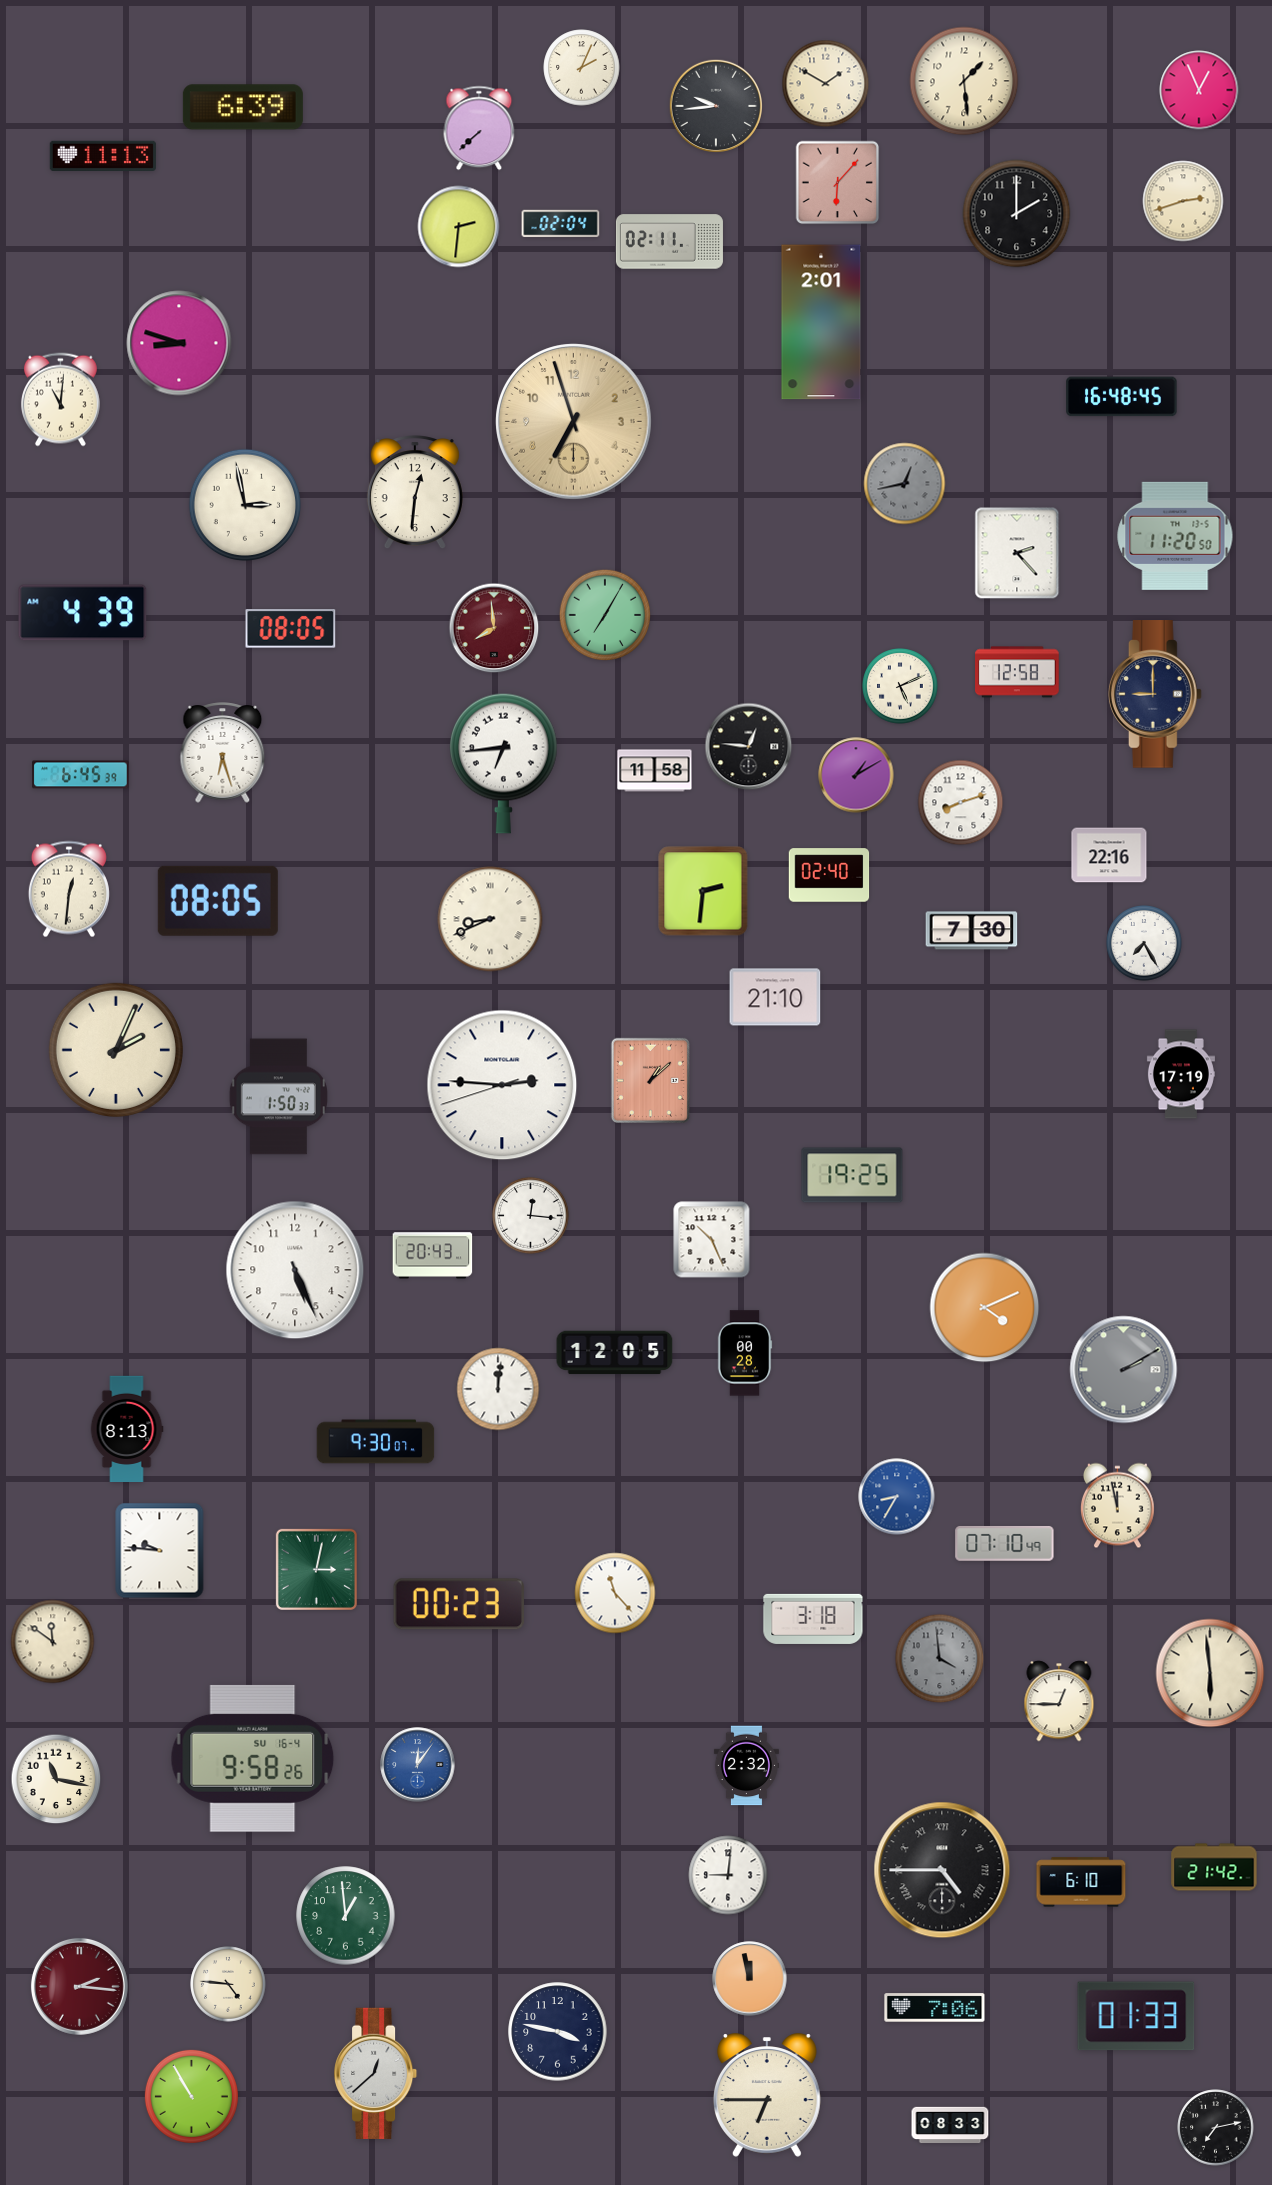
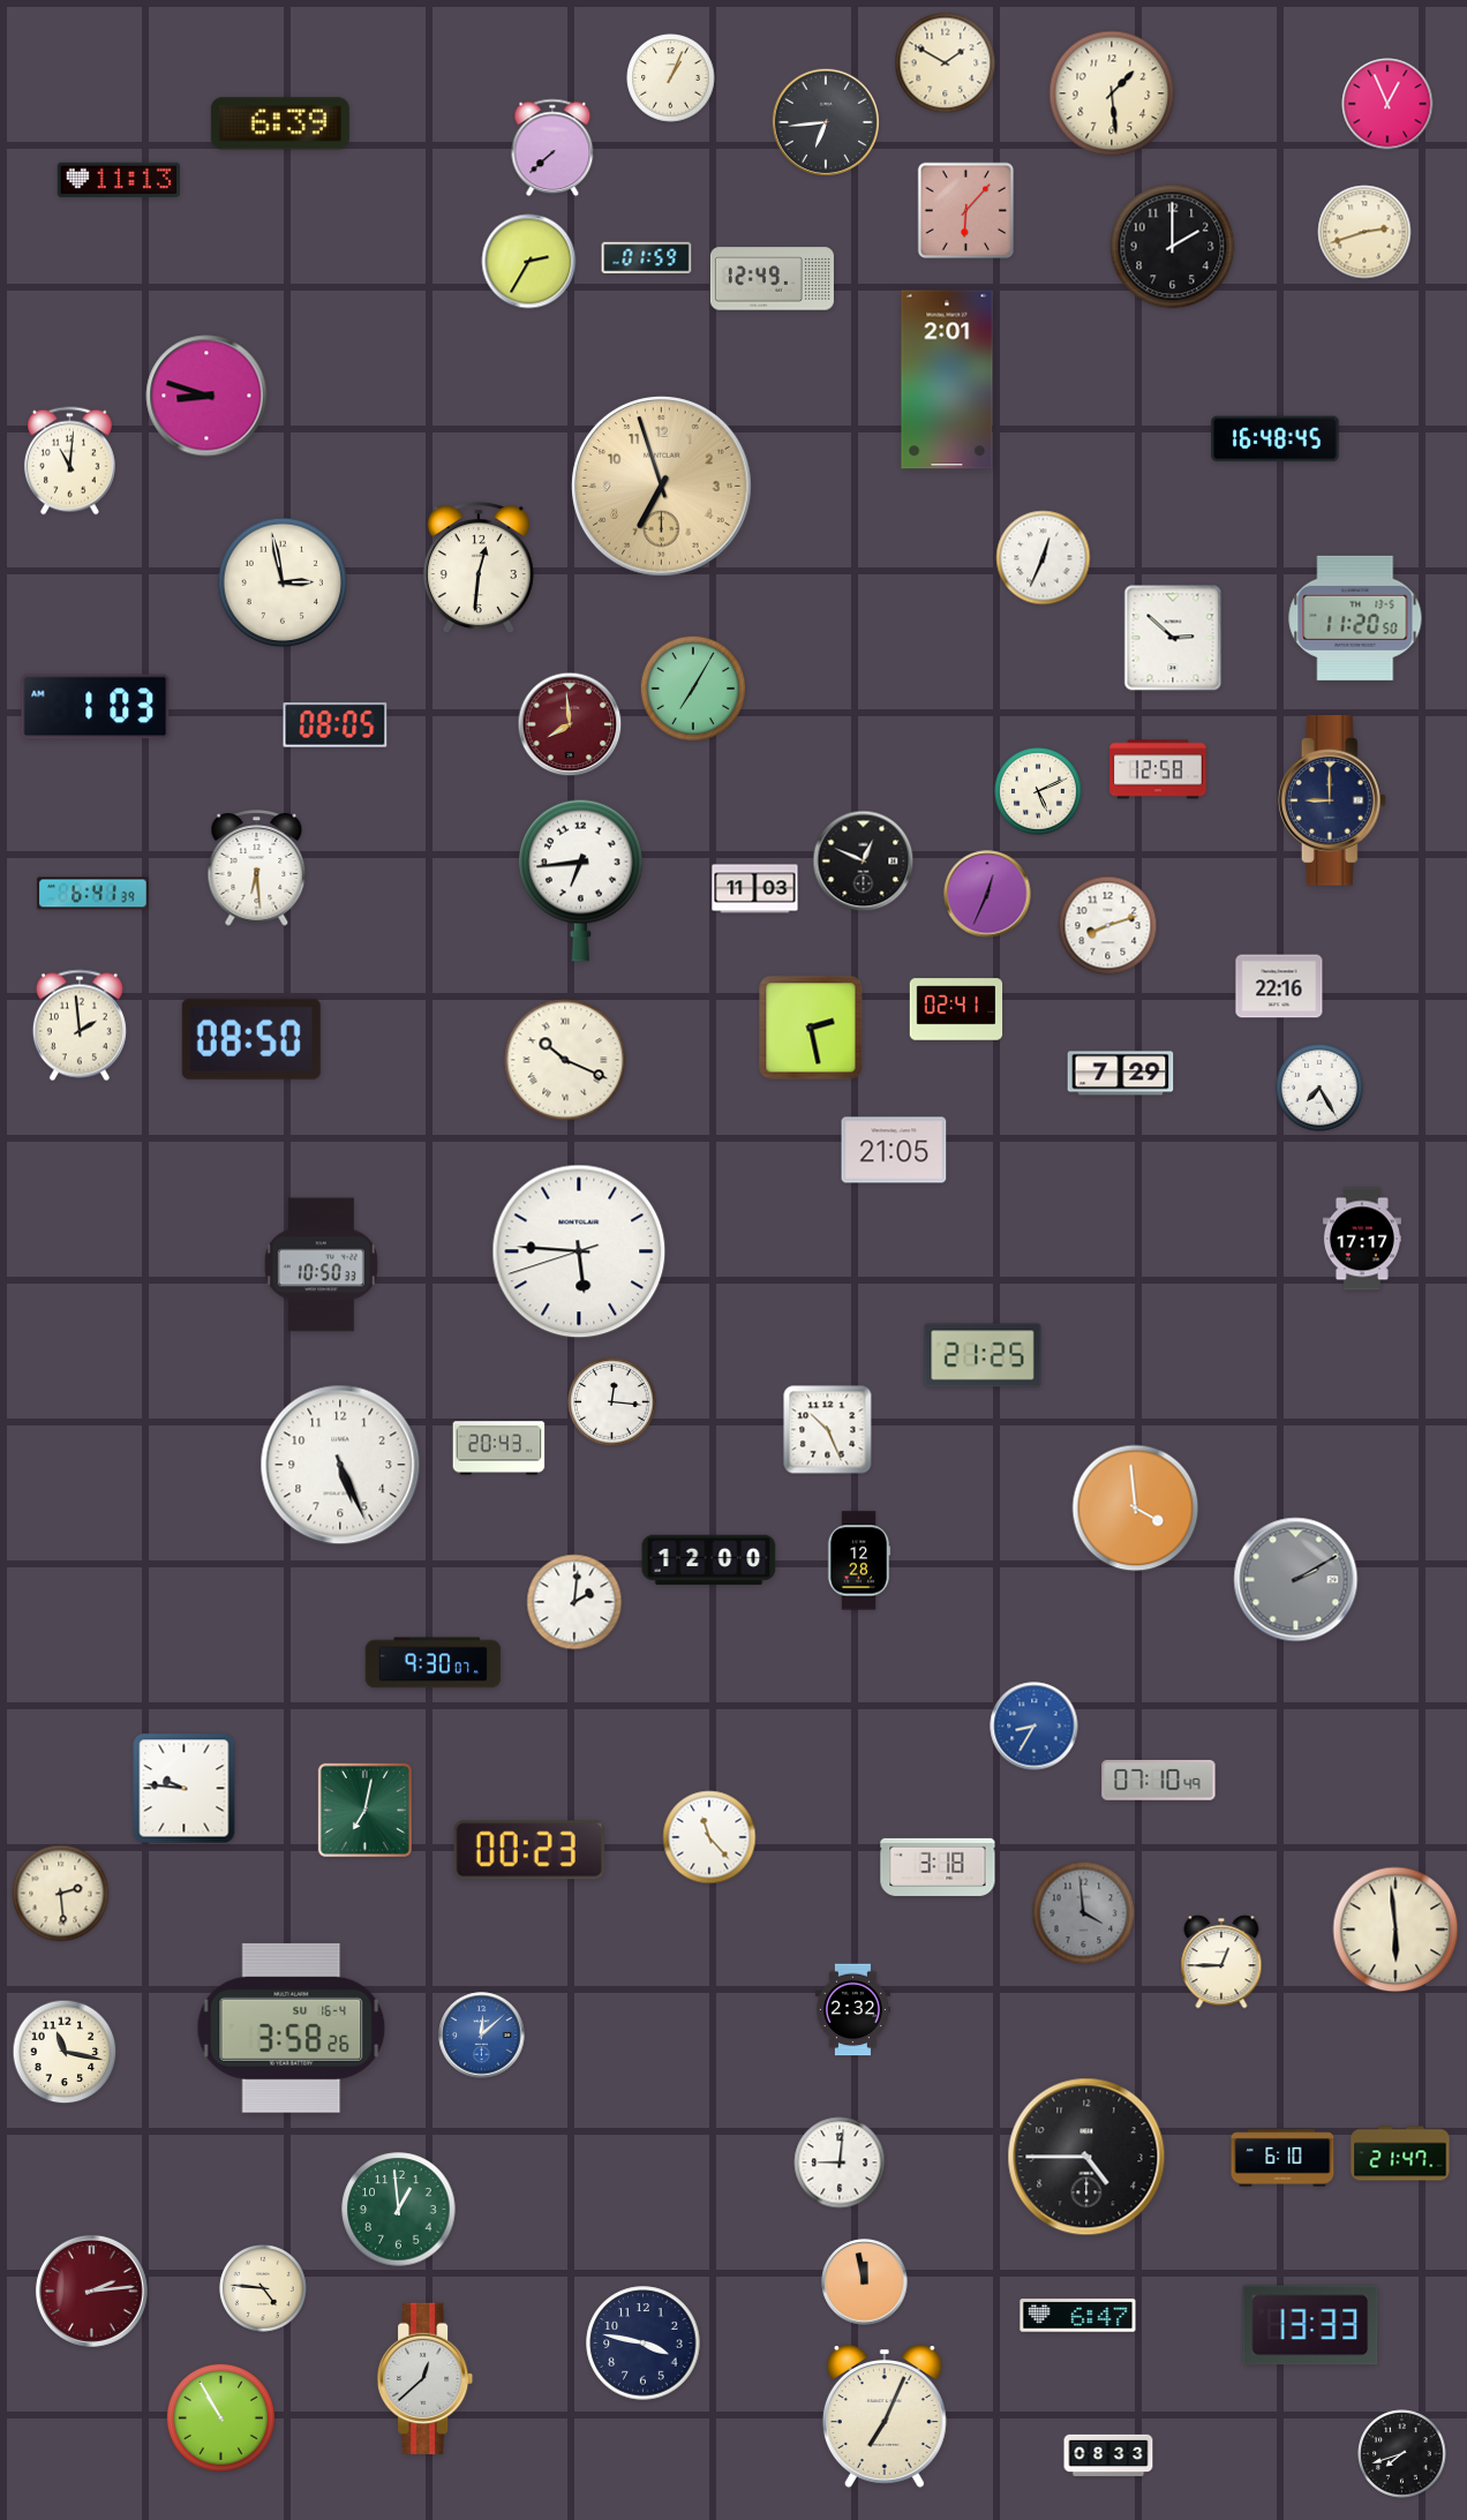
clock at (582, 68): 2:04 -> 1:04
clock at (826, 84) position: (826, 84) -> (946, 63)
clock at (1199, 90) position: (1199, 90) -> (1387, 104)
clock at (715, 105): 9:44 -> 6:44
clock at (561, 224): 02:04 -> 01:59
clock at (459, 227): 2:31 -> 2:35
clock at (669, 242): 02:11 -> 12:49
clock at (821, 322) position: (821, 322) -> (947, 379)
clock at (1122, 397) position: (1122, 397) -> (1276, 439)
clock at (905, 484): 12:43 -> 12:34
clock at (905, 484) dial: grey -> white
clock at (1017, 553): 2:23 -> 2:52
clock at (83, 613): 4:39 -> 1:03
clock at (605, 615) position: (605, 615) -> (693, 689)
clock at (1017, 672) position: (1017, 672) -> (1158, 769)
clock at (749, 747): 12:46 -> 12:49
clock at (223, 753): 6:27 -> 6:29
clock at (655, 771): 11:58 -> 11:03
clock at (81, 775): 6:45 -> 6:41
clock at (856, 775): 1:10 -> 12:34
clock at (829, 875): 02:40 -> 02:41
clock at (69, 889): 12:31 -> 1:59
clock at (703, 891): 2:31 -> 2:28
clock at (218, 901): 08:05 -> 08:50
clock at (490, 919): 8:41 -> 10:19
clock at (972, 931): 7:30 -> 7:29
clock at (775, 997): 21:10 -> 21:05
clock at (116, 1050): 2:04 -> none
clock at (1181, 1074): 17:19 -> 17:17
clock at (650, 1080): 1:08 -> none
clock at (502, 1085): 2:45 -> 5:45
clock at (278, 1097): 1:50 -> 10:50
clock at (852, 1175): 19:25 -> 21:25
clock at (712, 1240) position: (712, 1240) -> (828, 1430)
clock at (985, 1308): 4:11 -> 3:59
clock at (615, 1353): 12:05 -> 12:00
clock at (745, 1353): 00:28 -> 12:28
clock at (498, 1389): 12:01 -> 2:01
clock at (127, 1428): 8:13 -> none
clock at (1117, 1506): 11:58 -> none
clock at (316, 1569): 3:02 -> 7:02
clock at (53, 1642): 11:51 -> 2:29
clock at (253, 1758): 9:58 -> 3:58
clock at (418, 1765): 12:06 -> 12:08
clock at (746, 1766) position: (746, 1766) -> (852, 2010)
clock at (1214, 1867): 21:42 -> 21:47
clock at (942, 1870) numerals: Roman -> Arabic
clock at (1081, 1882) position: (1081, 1882) -> (1282, 2158)
clock at (79, 1986): 2:16 -> 2:14
clock at (935, 2008): 7:06 -> 6:47
clock at (1136, 2016): 01:33 -> 13:33
clock at (377, 2073) position: (377, 2073) -> (427, 2378)
clock at (767, 2095): 6:45 -> 7:04
clock at (950, 2125) position: (950, 2125) -> (1108, 2455)
clock at (1216, 2128): 7:13 -> 7:42
